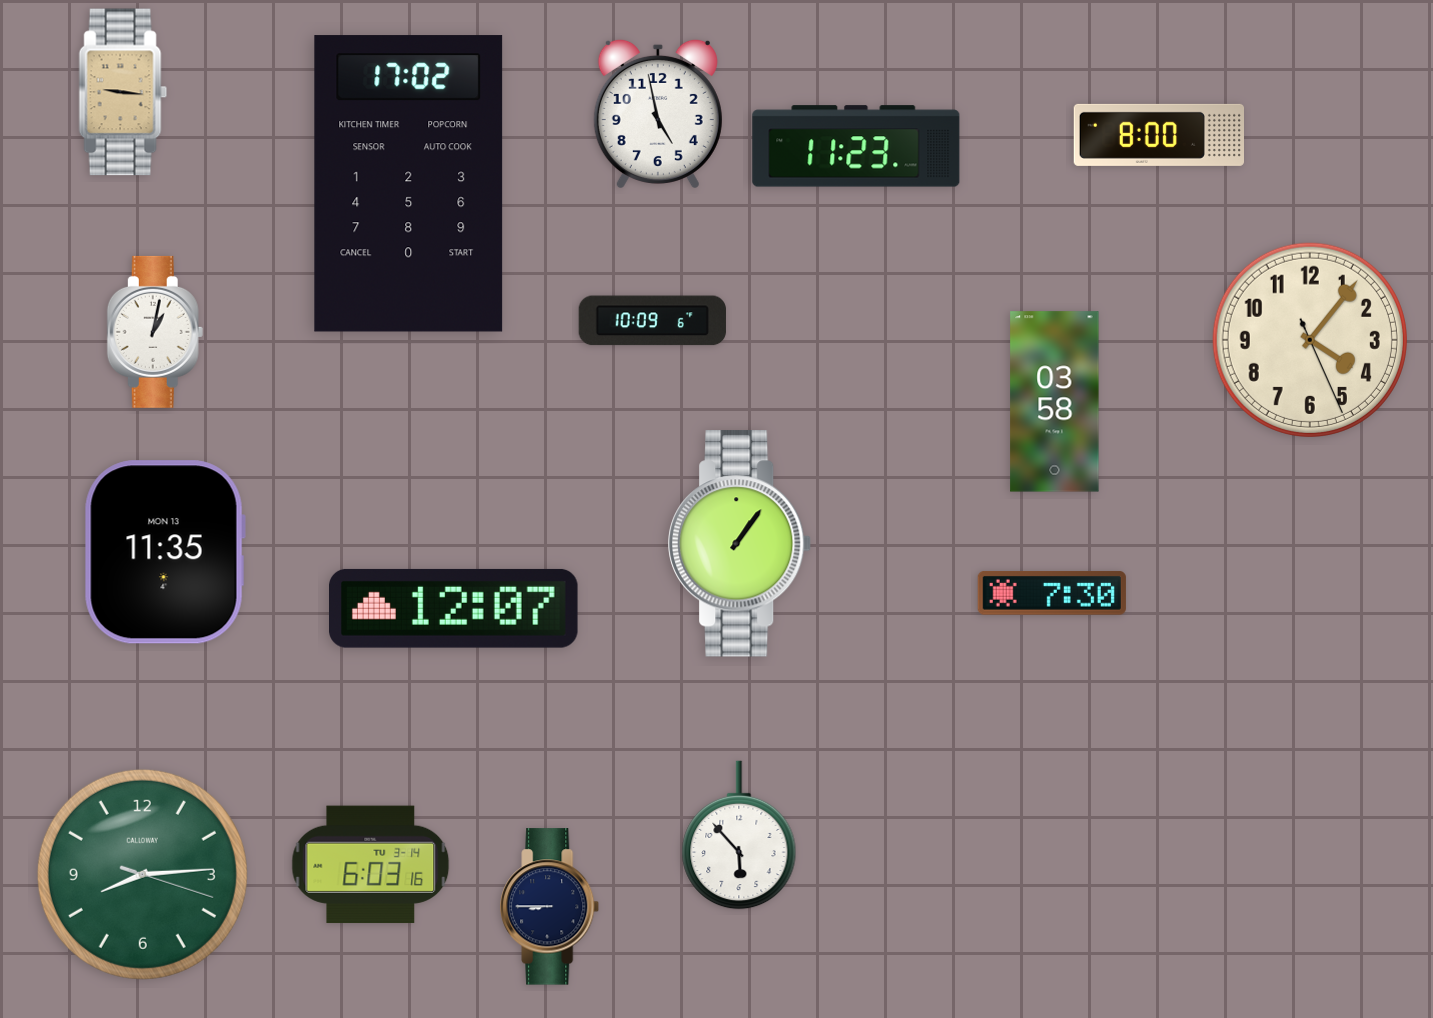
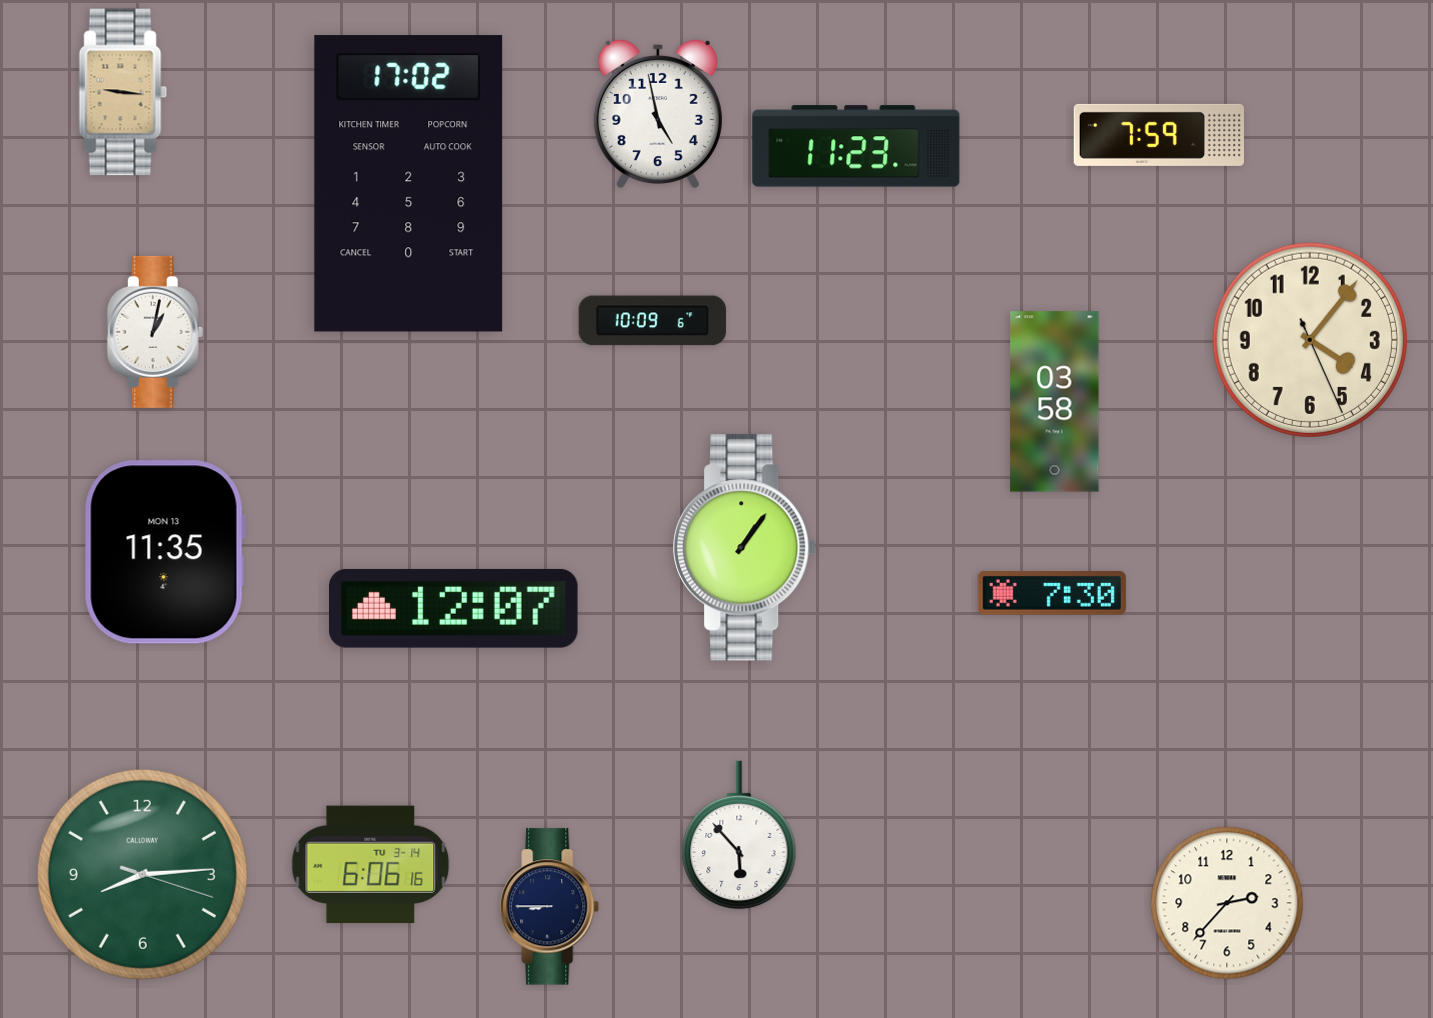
clock at (1159, 135): 8:00 -> 7:59
clock at (740, 544) position: (740, 544) -> (745, 548)
clock at (371, 865): 6:03 -> 6:06
clock at (1227, 903): none -> 2:37
